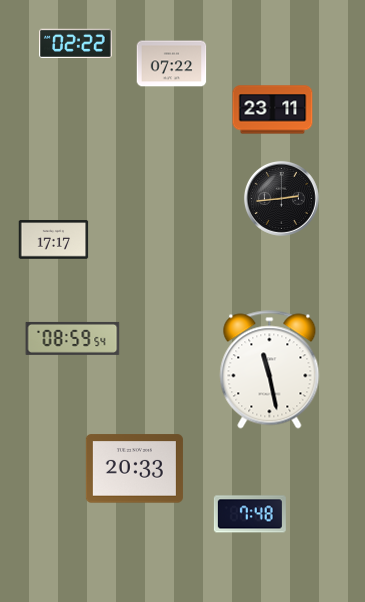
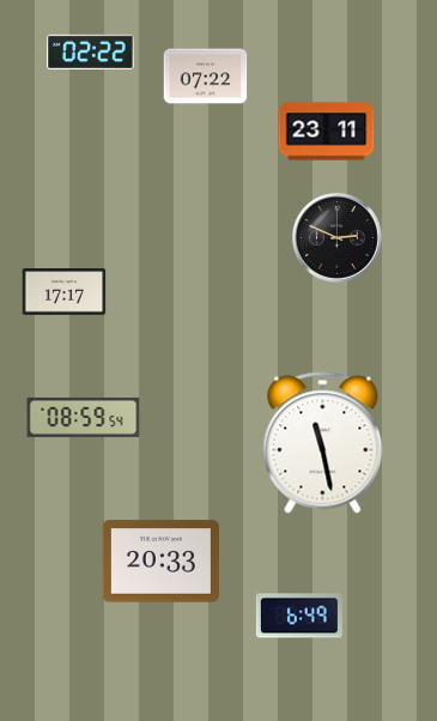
clock at (281, 198): 2:44 -> 2:49
clock at (54, 240) position: (54, 240) -> (65, 292)
clock at (73, 338) position: (73, 338) -> (84, 417)
clock at (250, 514): 7:48 -> 6:49
